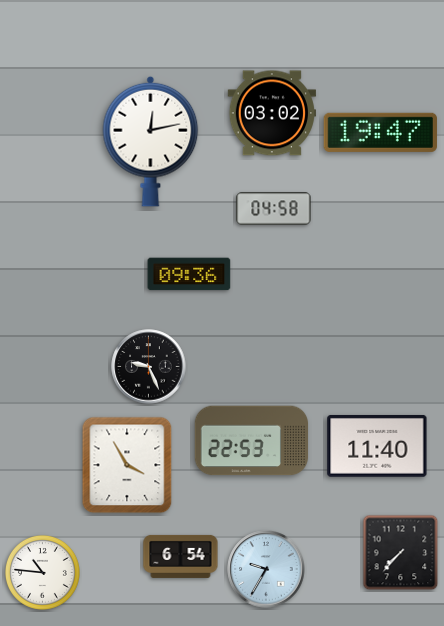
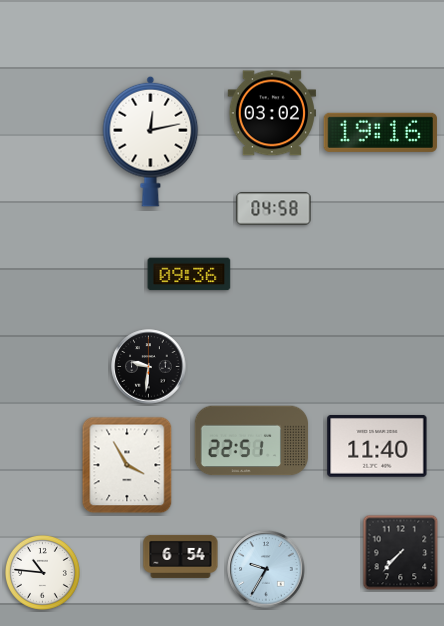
clock at (380, 132): 19:47 -> 19:16
clock at (149, 367): 9:26 -> 9:31
clock at (252, 441): 22:53 -> 22:51
